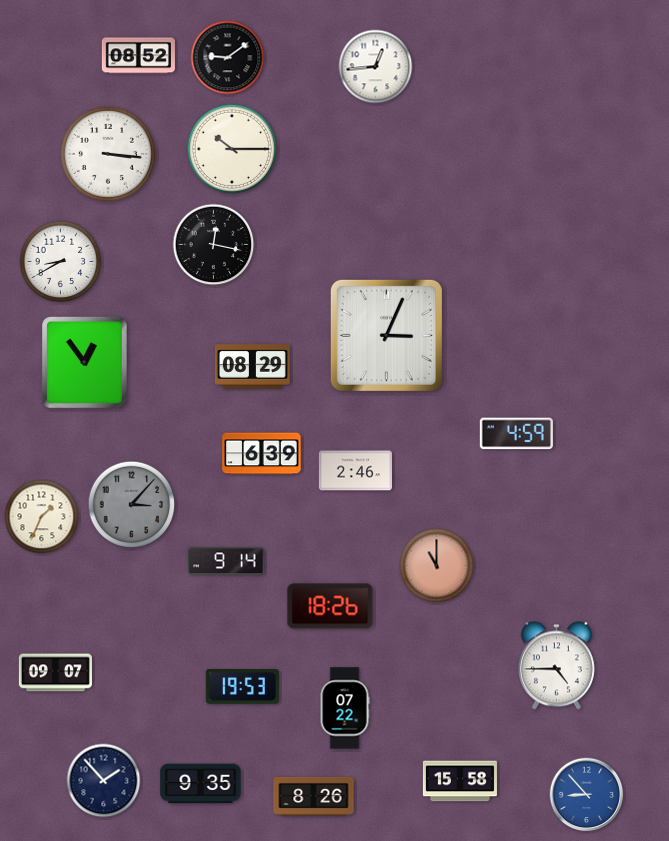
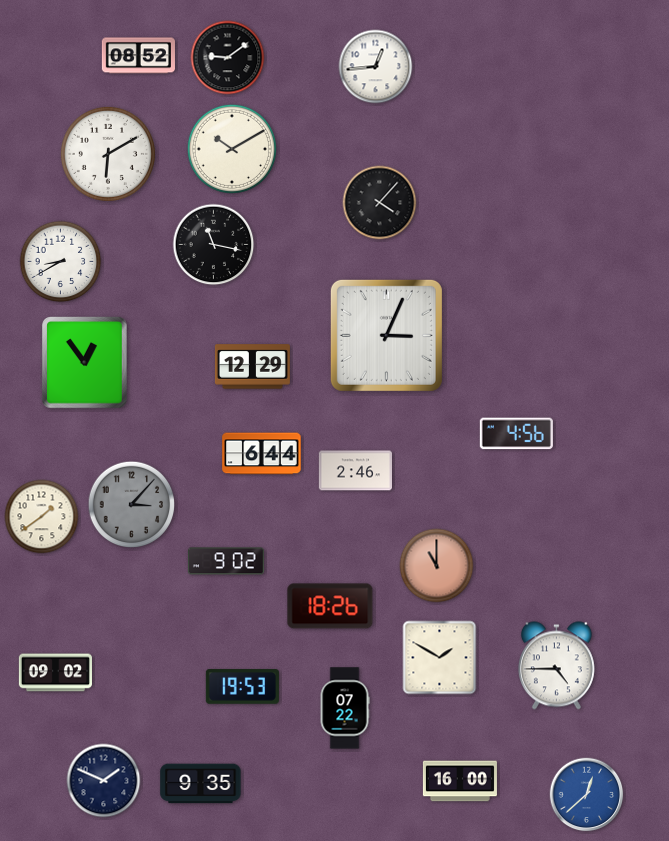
clock at (231, 148): 10:15 -> 10:10
clock at (108, 154): 3:16 -> 6:10
clock at (380, 203): none -> 4:07
clock at (214, 245): 12:17 -> 11:17
clock at (252, 367): 08:29 -> 12:29
clock at (516, 434): 4:59 -> 4:56
clock at (262, 454): 6:39 -> 6:44
clock at (42, 517): 1:34 -> 1:39
clock at (226, 561): 9:14 -> 9:02
clock at (440, 658): none -> 1:50
clock at (55, 673): 09:07 -> 09:02
clock at (104, 781): 1:53 -> 1:49
clock at (460, 781): 15:58 -> 16:00
clock at (587, 795): 8:53 -> 12:38
clock at (314, 796): 8:26 -> none
